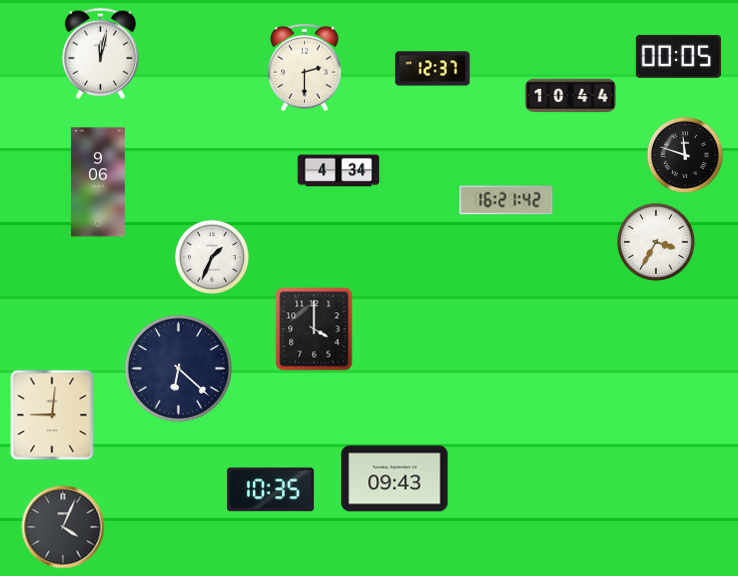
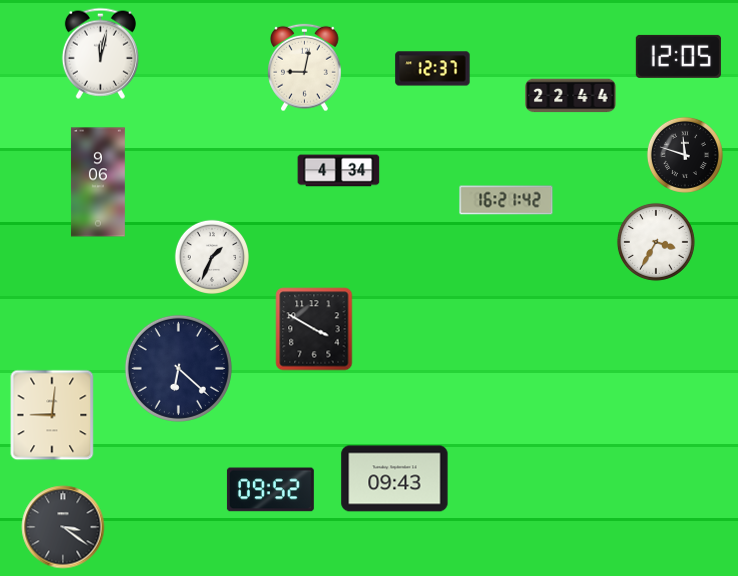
clock at (678, 56): 00:05 -> 12:05
clock at (305, 68): 2:30 -> 9:02
clock at (571, 96): 10:44 -> 22:44
clock at (314, 329): 4:00 -> 3:50
clock at (270, 490): 10:35 -> 09:52
clock at (63, 527): 4:04 -> 3:21
